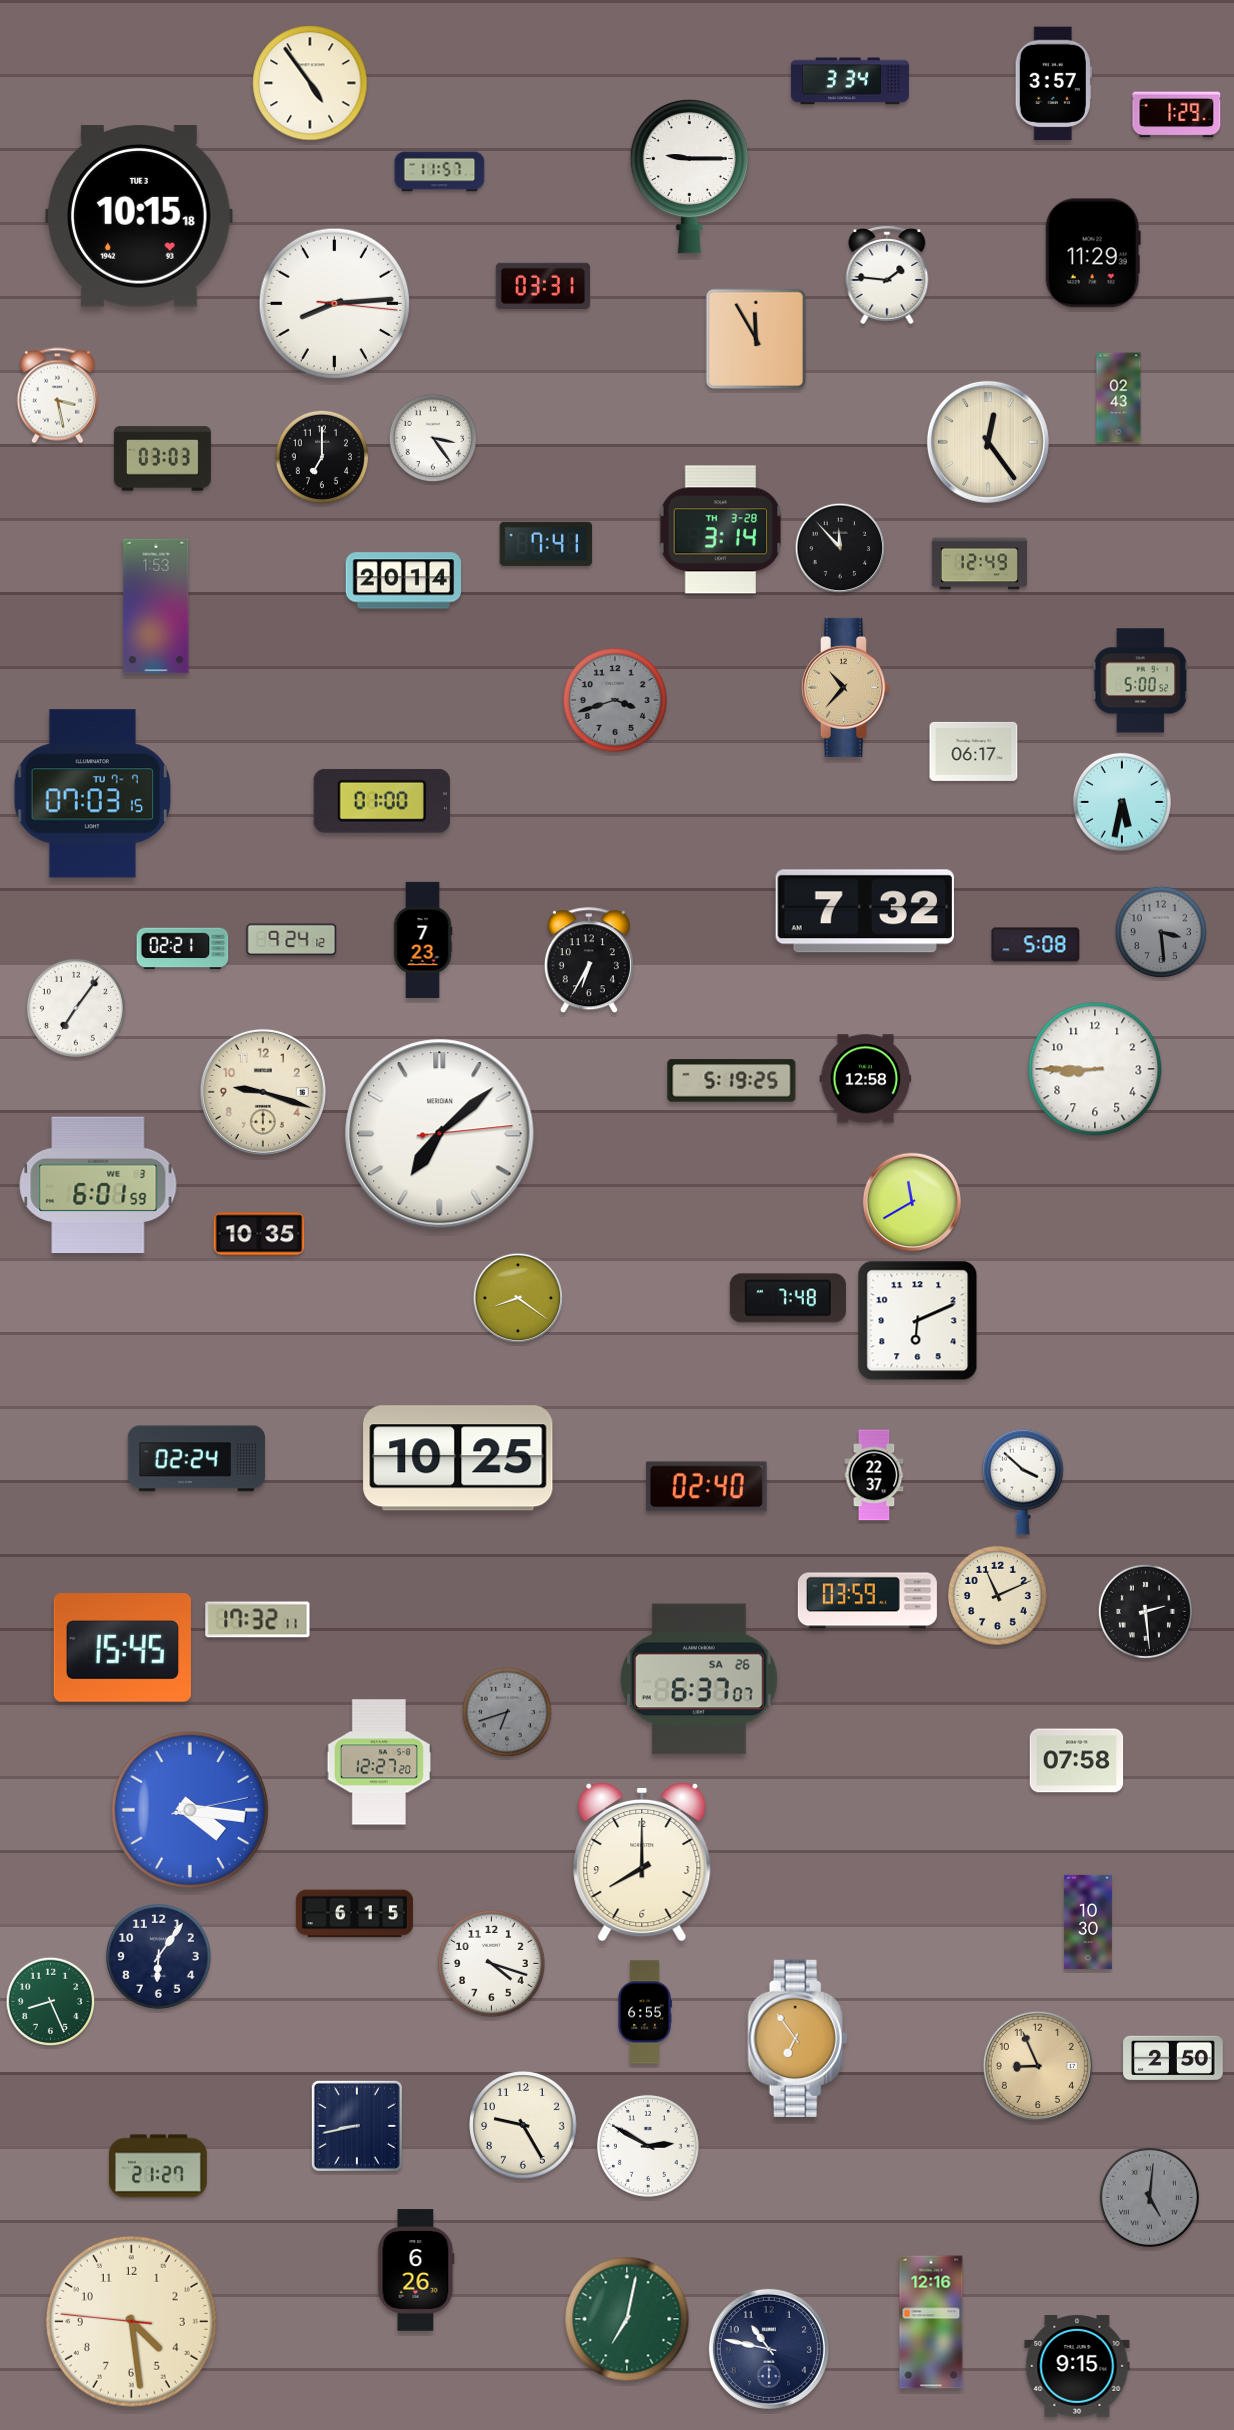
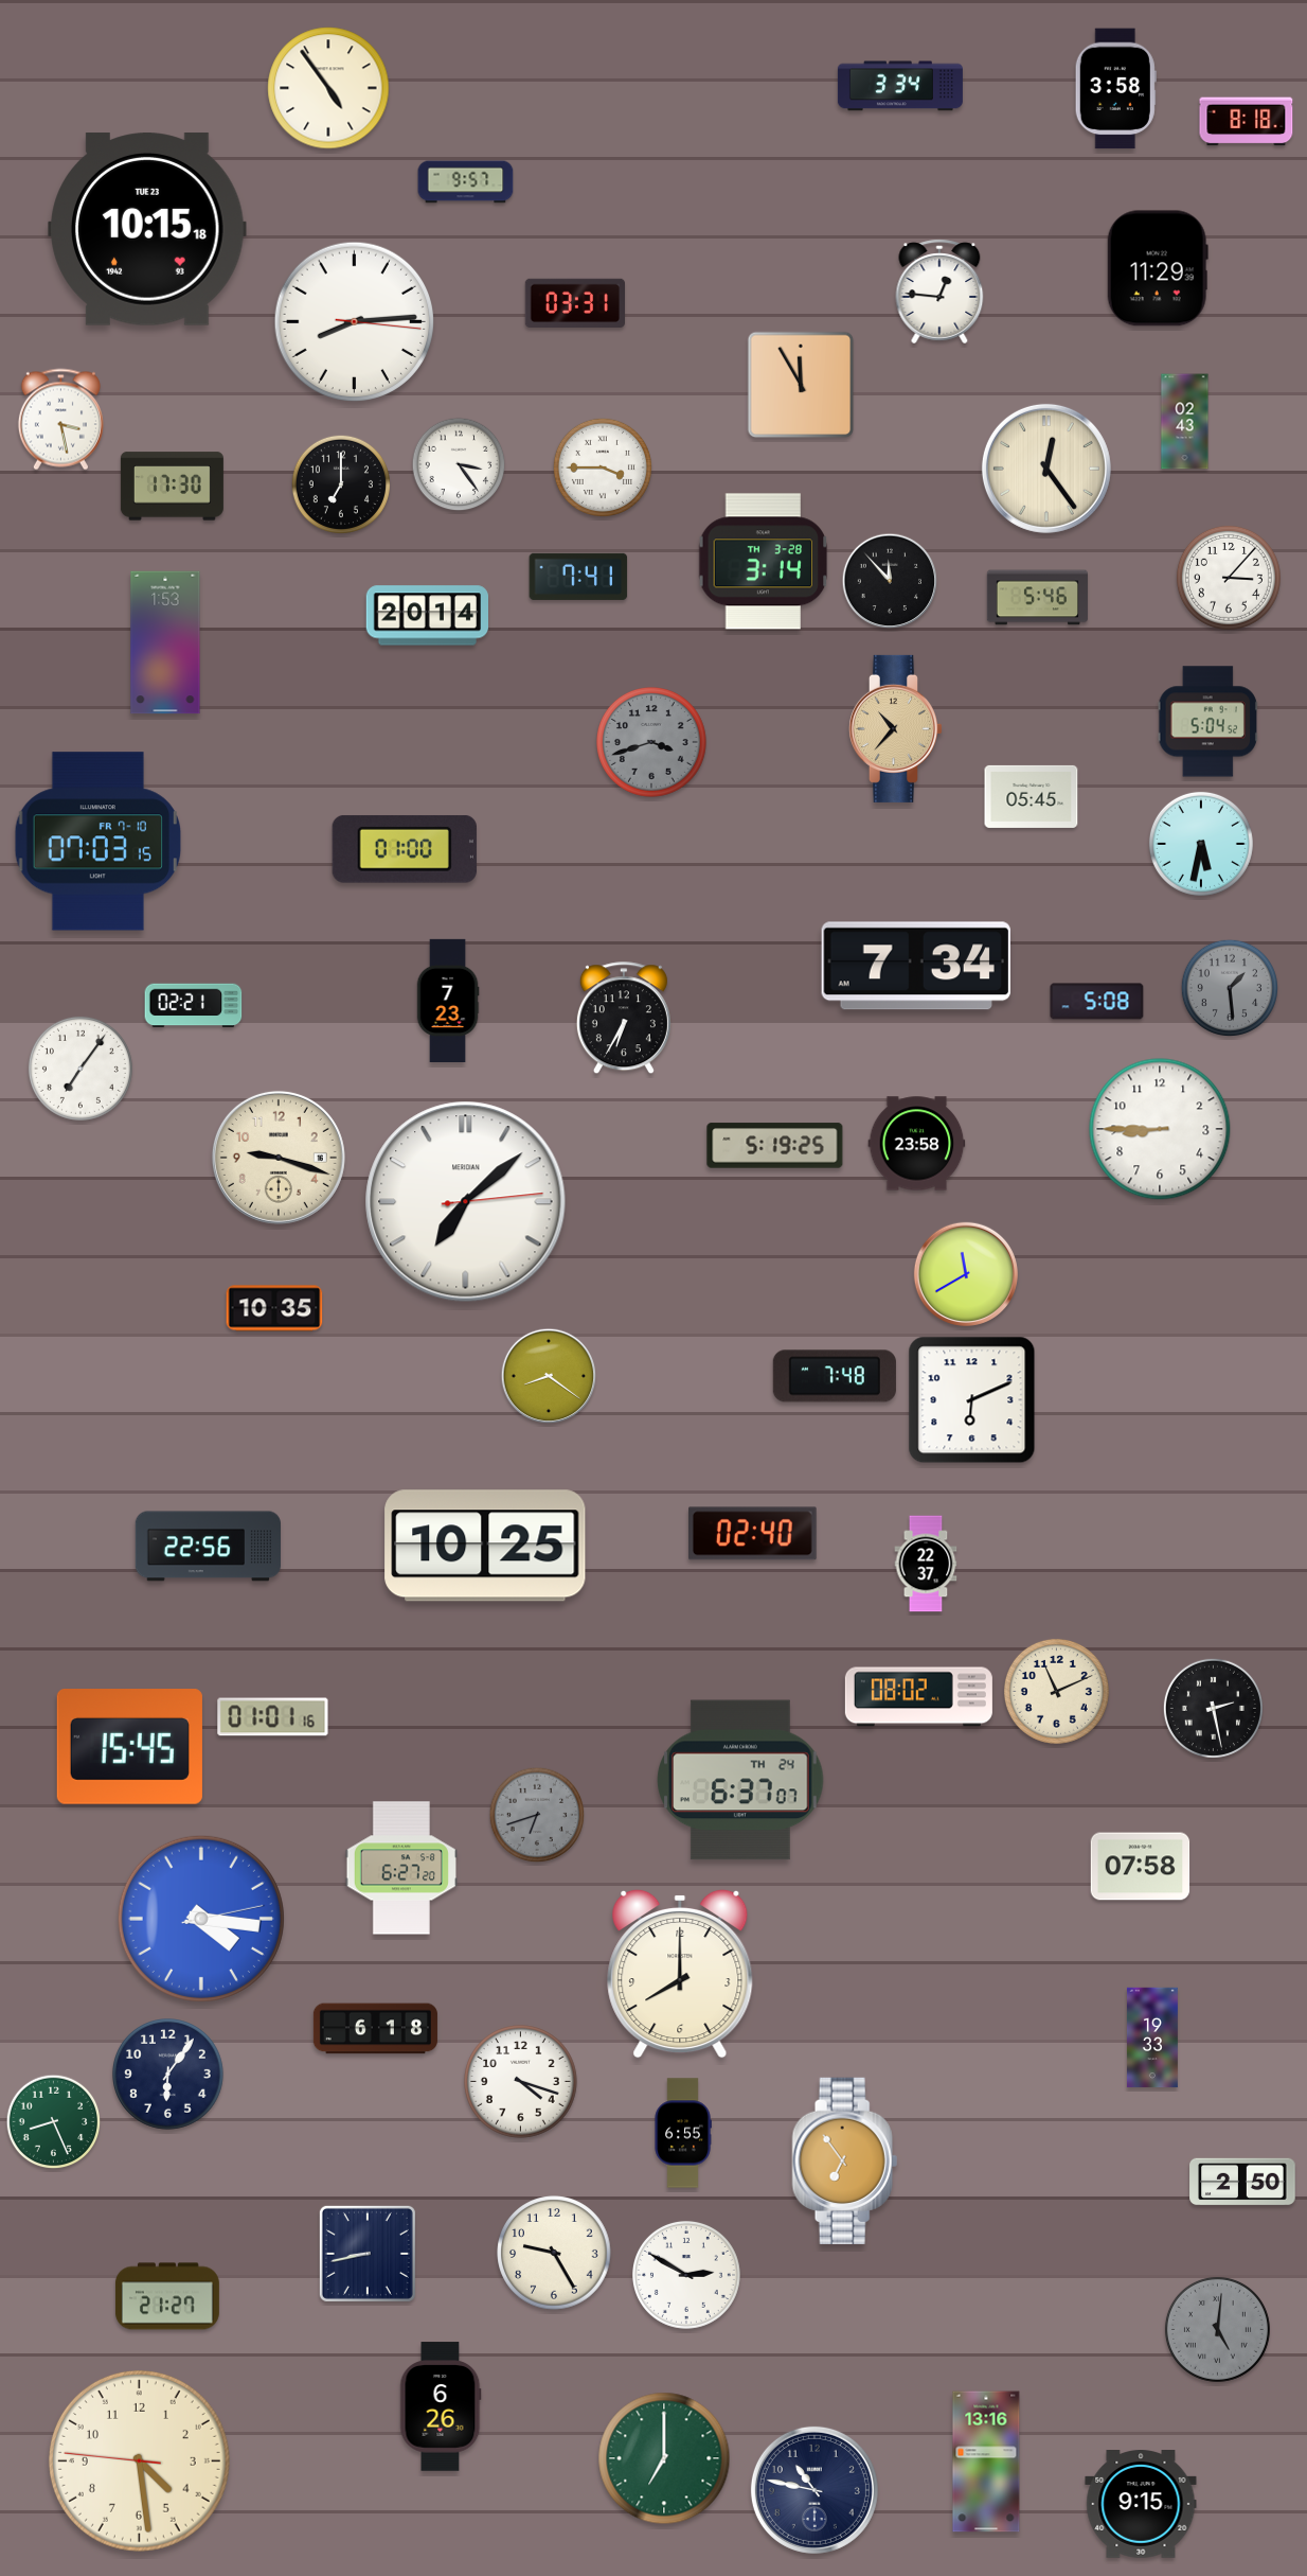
clock at (1053, 84): 3:57 -> 3:58
clock at (1177, 115): 1:29 -> 8:18
clock at (440, 172): 11:57 -> 9:57
clock at (689, 176): 9:15 -> none
clock at (139, 216) date: TUE 3 -> TUE 23
clock at (887, 275): 1:46 -> 12:46
clock at (756, 339) position: (756, 339) -> (801, 385)
clock at (603, 467): none -> 3:45
clock at (162, 459): 03:03 -> 17:30
clock at (1229, 578): none -> 3:07
clock at (979, 564): 12:49 -> 5:46
clock at (1140, 681): 5:00 -> 5:04
clock at (974, 751): 06:17 -> 05:45
clock at (92, 794) date: TU 7-7 -> FR 7-10
clock at (1122, 802) position: (1122, 802) -> (1201, 844)
clock at (865, 911): 7:32 -> 7:34
clock at (1160, 931): 3:29 -> 1:29
clock at (423, 939) position: (423, 939) -> (448, 1000)
clock at (292, 940): 9:24 -> none
clock at (1095, 1069) position: (1095, 1069) -> (1160, 1129)
clock at (866, 1079): 12:58 -> 23:58
clock at (98, 1185): 6:01 -> none
clock at (196, 1459): 02:24 -> 22:56
clock at (1024, 1482): 3:52 -> none
clock at (706, 1487) position: (706, 1487) -> (752, 1534)
clock at (867, 1601): 03:59 -> 08:02
clock at (1145, 1611): 2:29 -> 2:28
clock at (258, 1620): 17:32 -> 01:01
clock at (699, 1679) date: SA 26 -> TH 24
clock at (378, 1762): 12:27 -> 6:27
clock at (354, 1914): 6:15 -> 6:18
clock at (1088, 1922): 10:30 -> 19:33
clock at (1038, 2066): 8:56 -> none
clock at (357, 2126) position: (357, 2126) -> (368, 2254)
clock at (627, 2319): 7:02 -> 7:00
clock at (931, 2322): 12:16 -> 13:16
clock at (1077, 2367) position: (1077, 2367) -> (1141, 2505)
